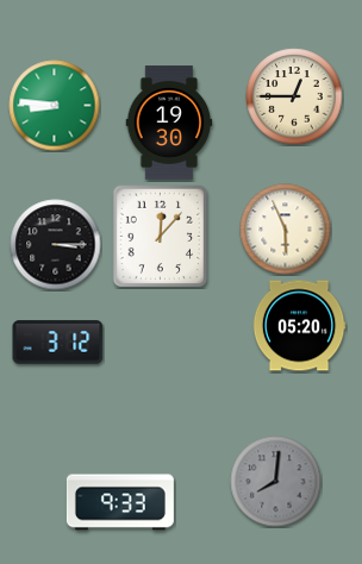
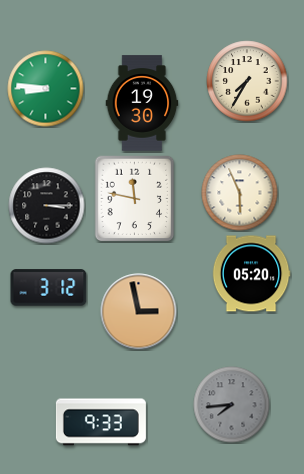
clock at (294, 96): 12:45 -> 7:35
clock at (161, 237): 12:07 -> 11:47
clock at (139, 312): none -> 2:58
clock at (276, 482): 8:01 -> 7:44
